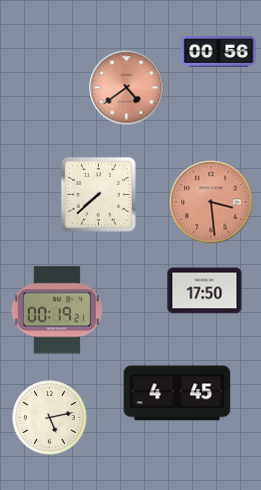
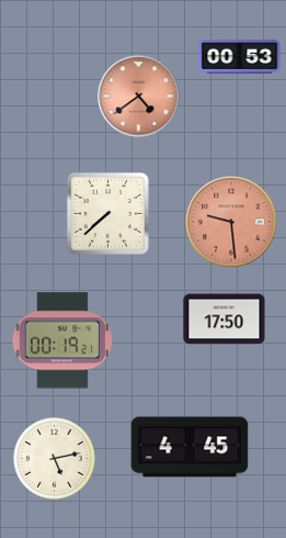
clock at (219, 51): 00:56 -> 00:53
clock at (211, 202): 3:29 -> 9:29
clock at (177, 393) position: (177, 393) -> (190, 447)
